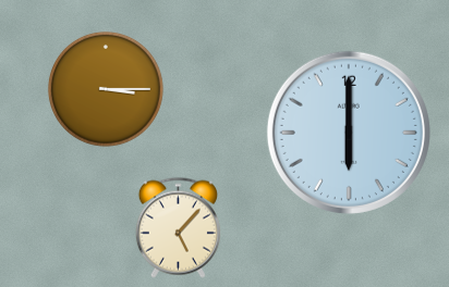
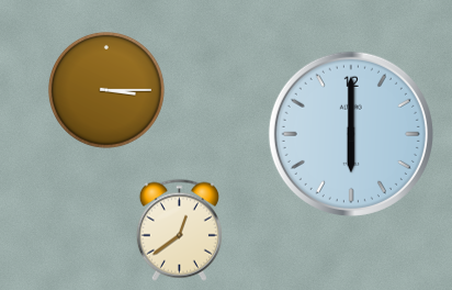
clock at (178, 227): 5:07 -> 12:39
